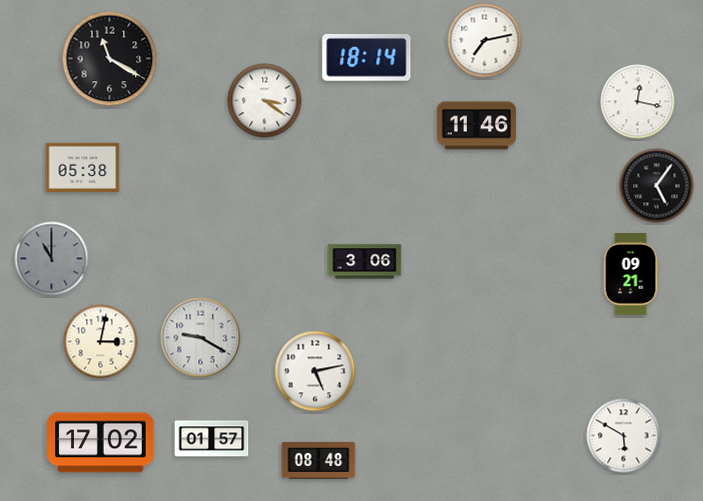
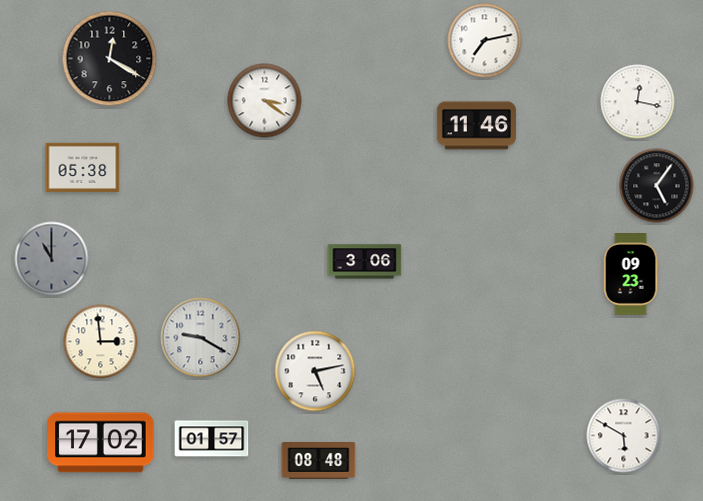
clock at (367, 57): 18:14 -> none
clock at (110, 59): 11:20 -> 12:20
clock at (631, 275): 09:21 -> 09:23
clock at (101, 342): 3:02 -> 2:59
